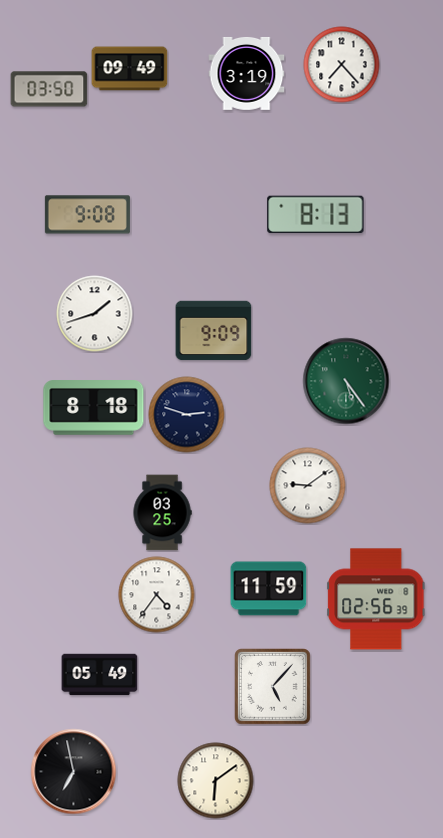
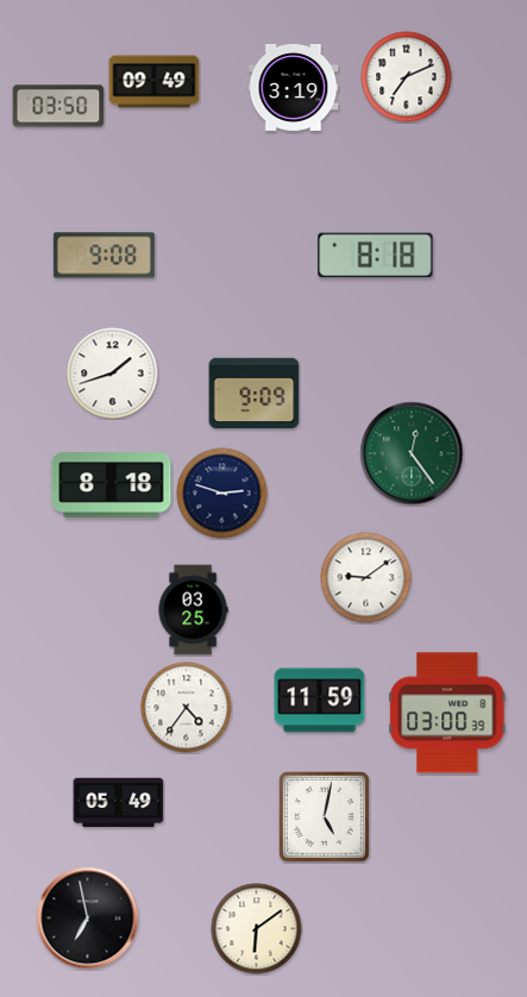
clock at (342, 65): 7:23 -> 7:11
clock at (316, 215): 8:13 -> 8:18
clock at (346, 381): 5:24 -> 12:24
clock at (376, 599): 02:56 -> 03:00
clock at (273, 687): 5:07 -> 5:02
